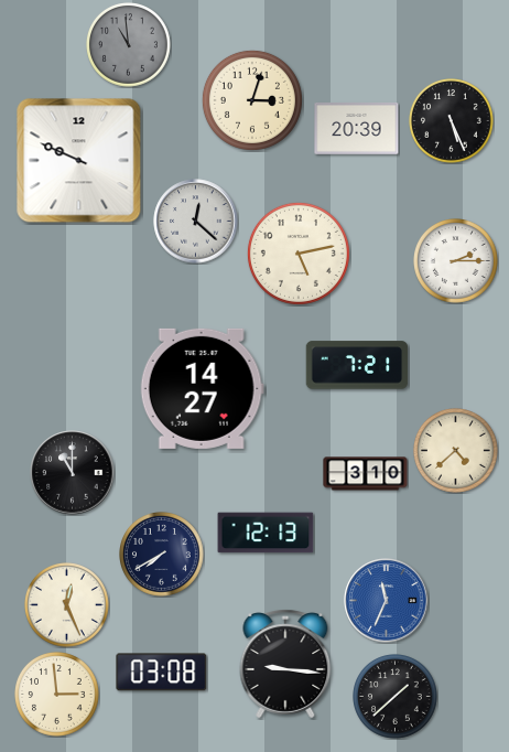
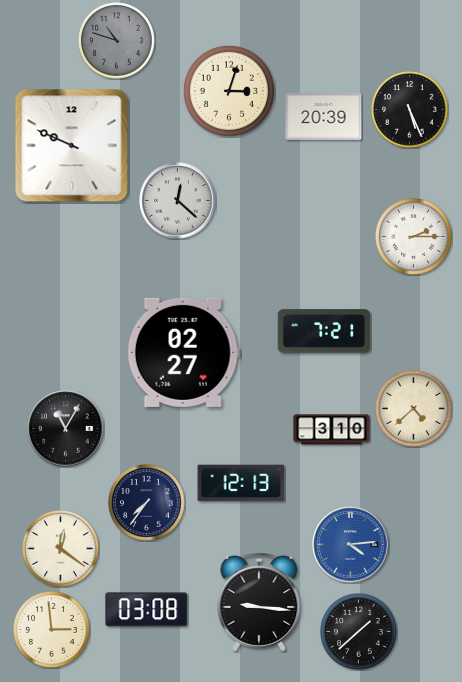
clock at (129, 45): 10:59 -> 10:48
clock at (299, 254): 5:13 -> none
clock at (202, 388): 14:27 -> 02:27
clock at (73, 473): 11:00 -> 11:05
clock at (162, 555): 7:40 -> 7:36
clock at (387, 601): 11:34 -> 4:14
clock at (67, 605): 12:26 -> 12:21
